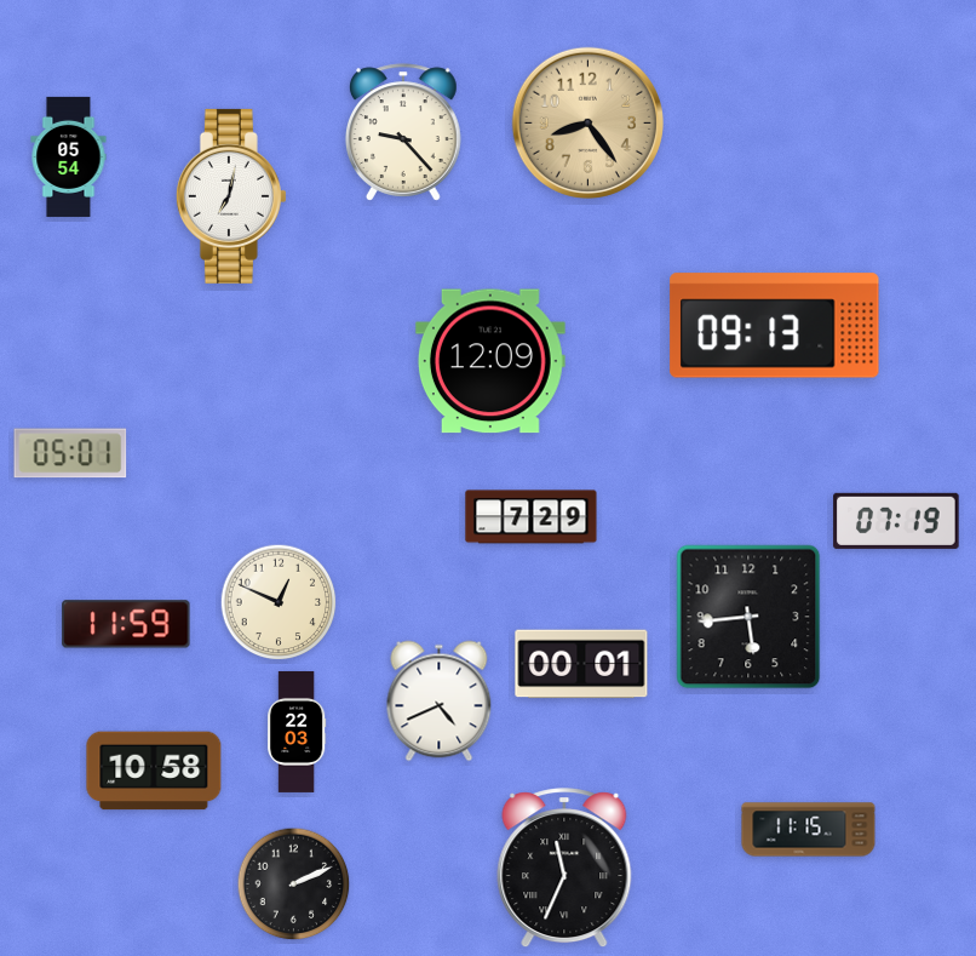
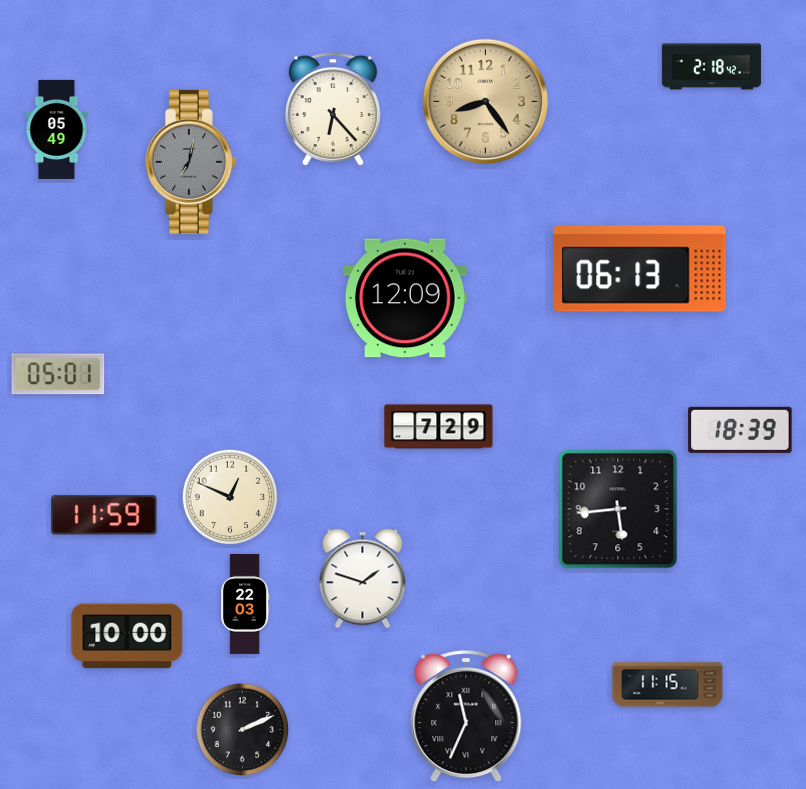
clock at (711, 67): none -> 2:18
clock at (403, 132): 9:23 -> 6:23
clock at (69, 156): 05:54 -> 05:49
clock at (231, 196) dial: white -> grey
clock at (775, 326): 09:13 -> 06:13
clock at (896, 521): 07:19 -> 18:39
clock at (581, 664): 00:01 -> none
clock at (440, 702): 4:41 -> 1:48
clock at (154, 771): 10:58 -> 10:00
